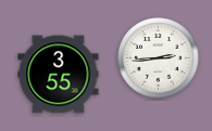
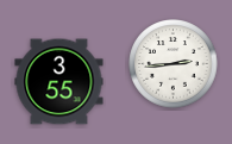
clock at (59, 75) position: (59, 75) -> (59, 82)
